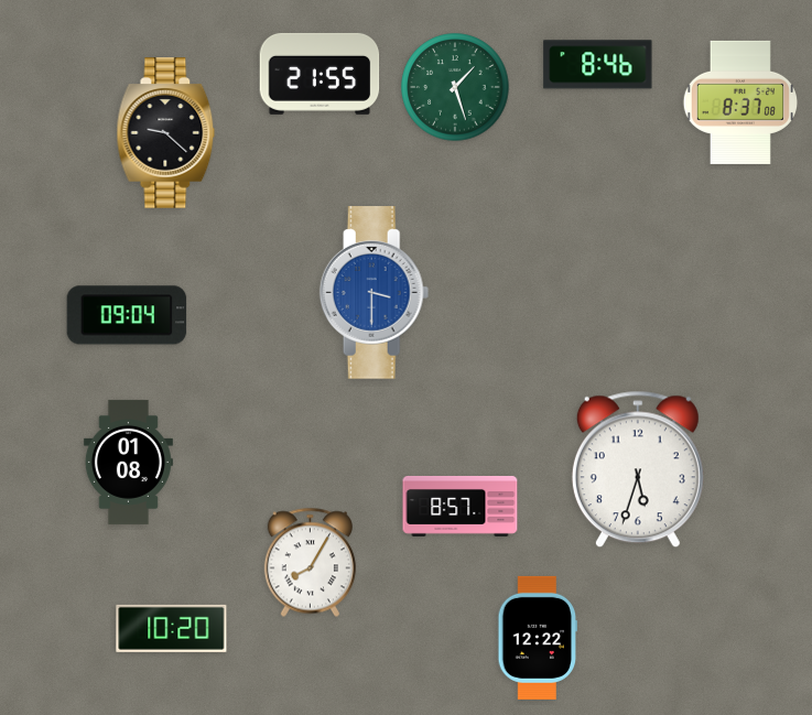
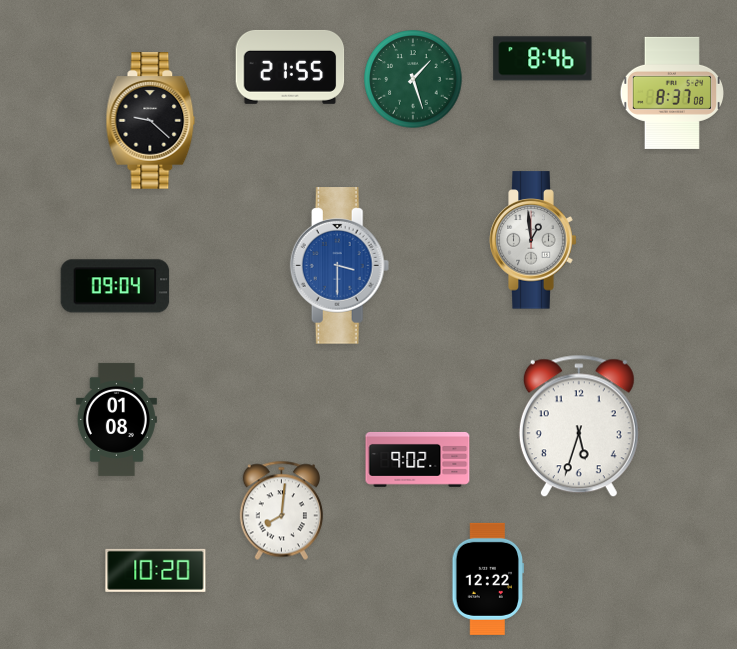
clock at (533, 240): none -> 12:59
clock at (461, 506): 8:57 -> 9:02
clock at (310, 563): 8:05 -> 8:01
